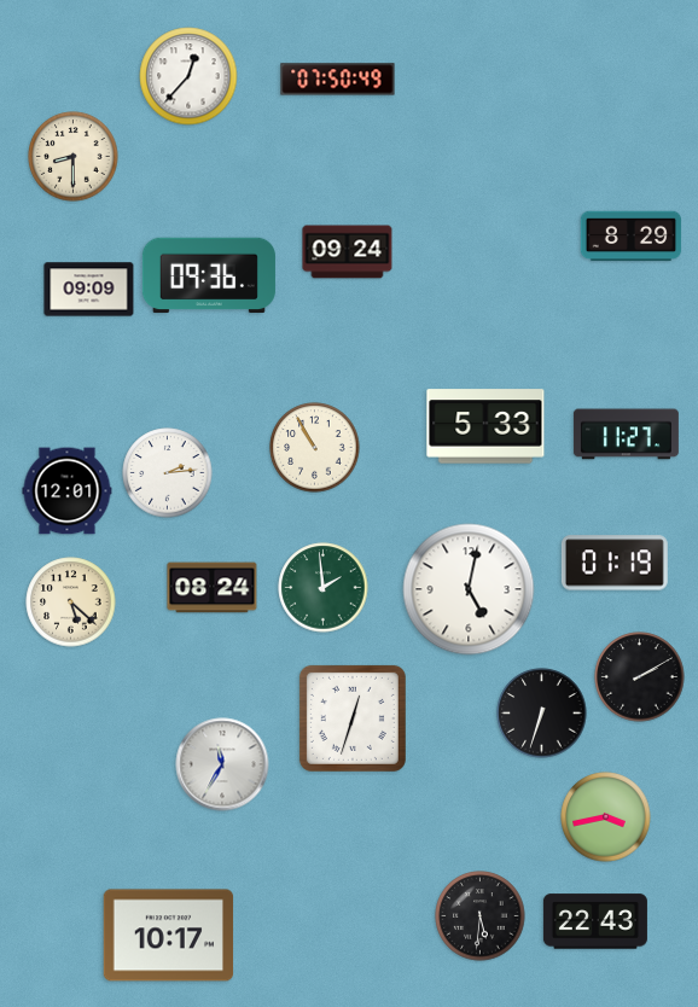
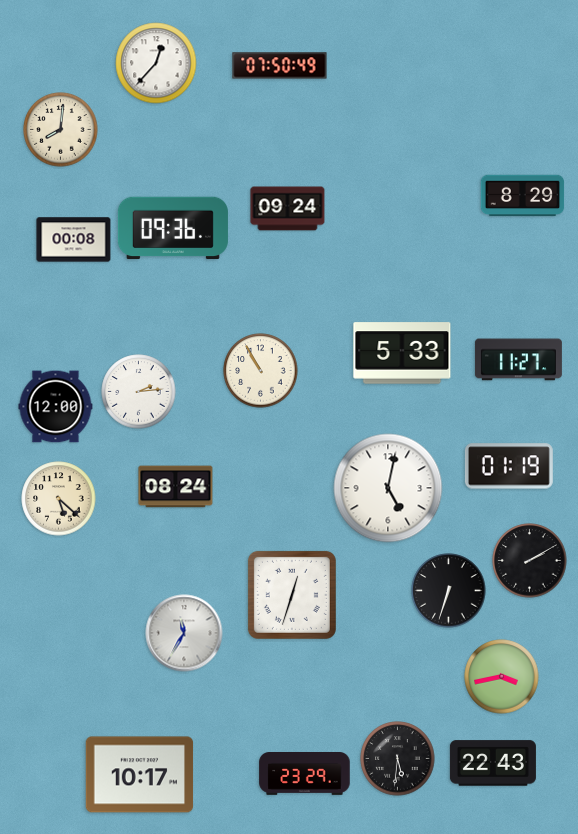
clock at (74, 157): 8:30 -> 8:01
clock at (89, 290): 09:09 -> 00:08
clock at (68, 491): 12:01 -> 12:00
clock at (324, 588): 1:59 -> none
clock at (305, 774): none -> 23:29
